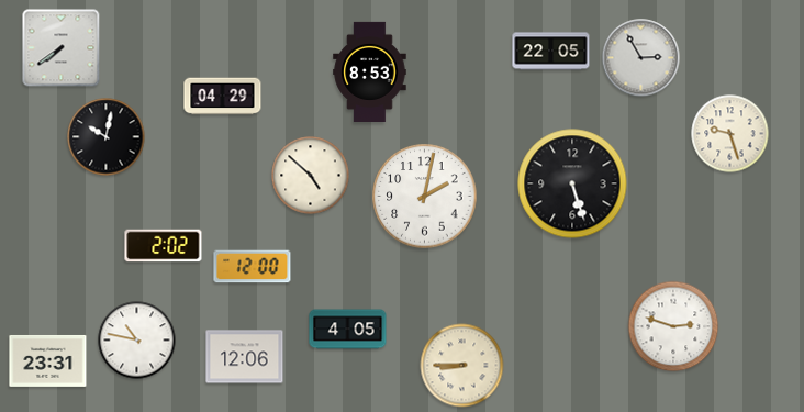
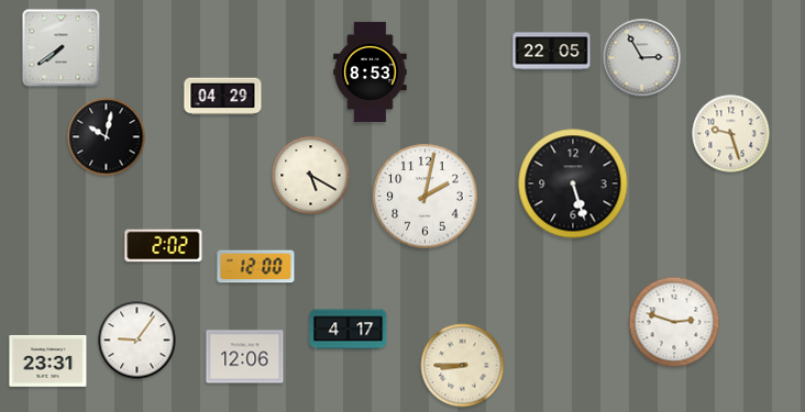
clock at (311, 176): 4:52 -> 5:20
clock at (253, 267) position: (253, 267) -> (256, 267)
clock at (673, 326) position: (673, 326) -> (674, 322)
clock at (348, 330): 4:05 -> 4:17
clock at (137, 341): 10:47 -> 9:06
